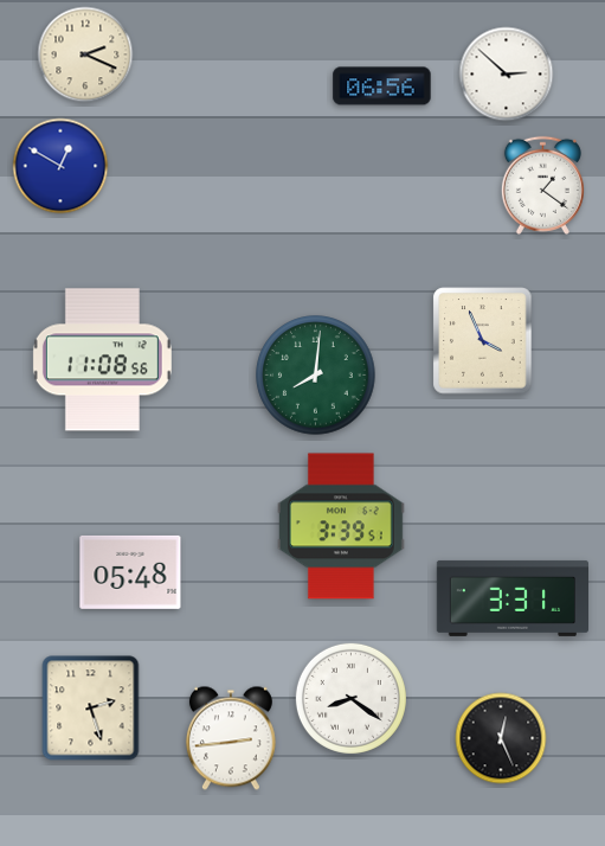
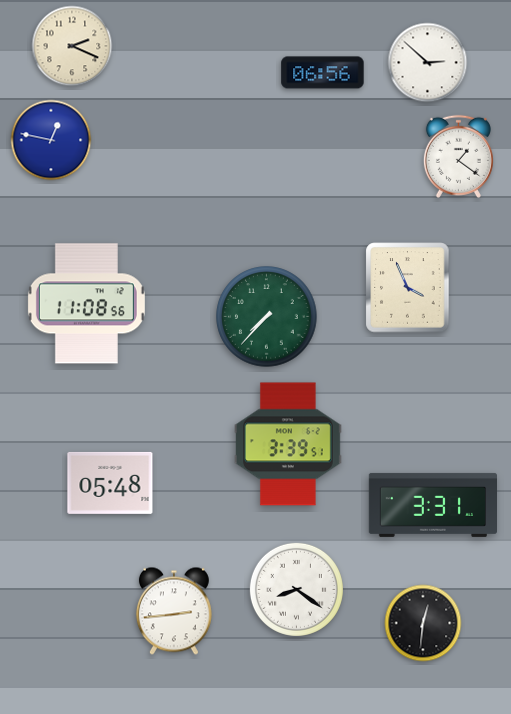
clock at (60, 166): 12:50 -> 12:47
clock at (316, 376): 8:01 -> 7:37
clock at (91, 709): 2:27 -> none
clock at (231, 738) position: (231, 738) -> (174, 611)
clock at (501, 738): 12:26 -> 12:31
